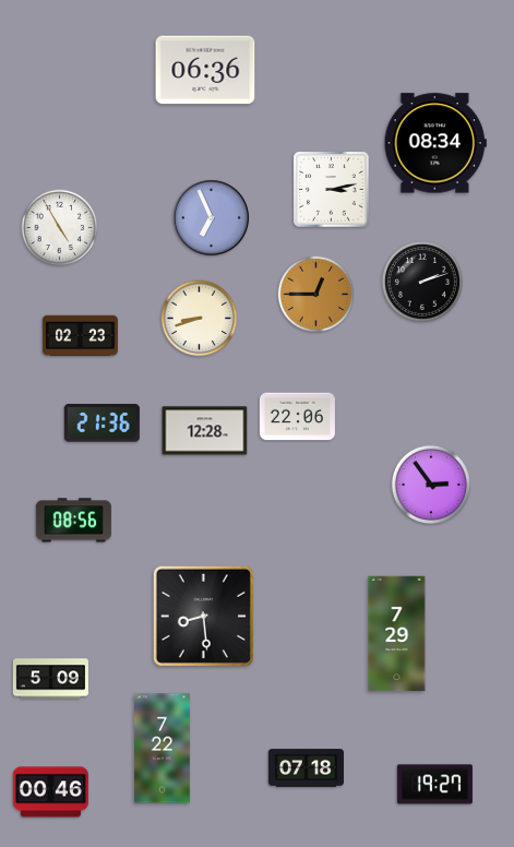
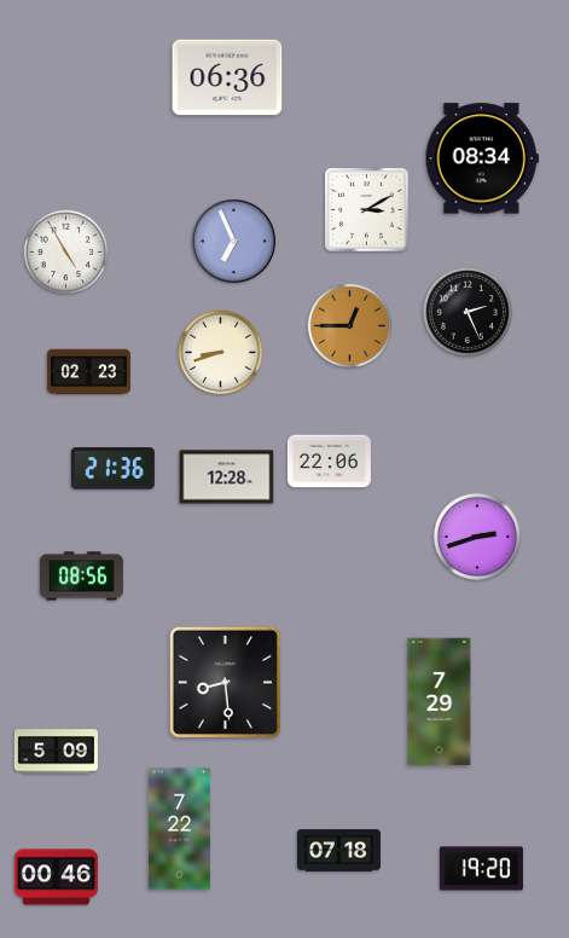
clock at (332, 190): 3:13 -> 3:10
clock at (422, 282): 2:12 -> 2:26
clock at (431, 485): 2:54 -> 2:42
clock at (434, 785): 19:27 -> 19:20
